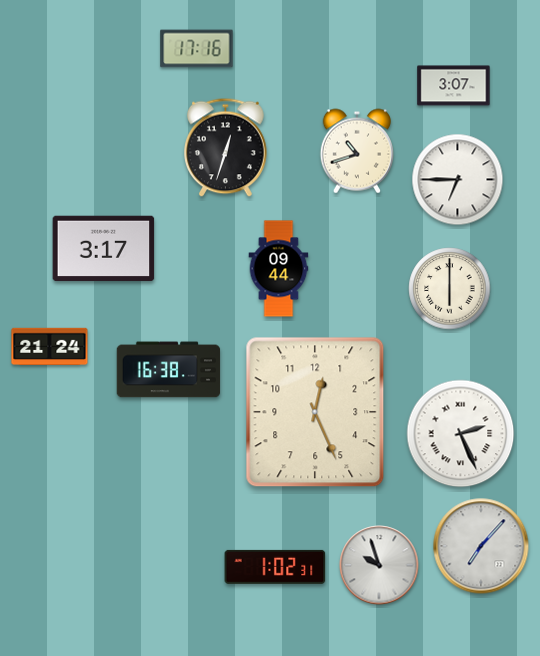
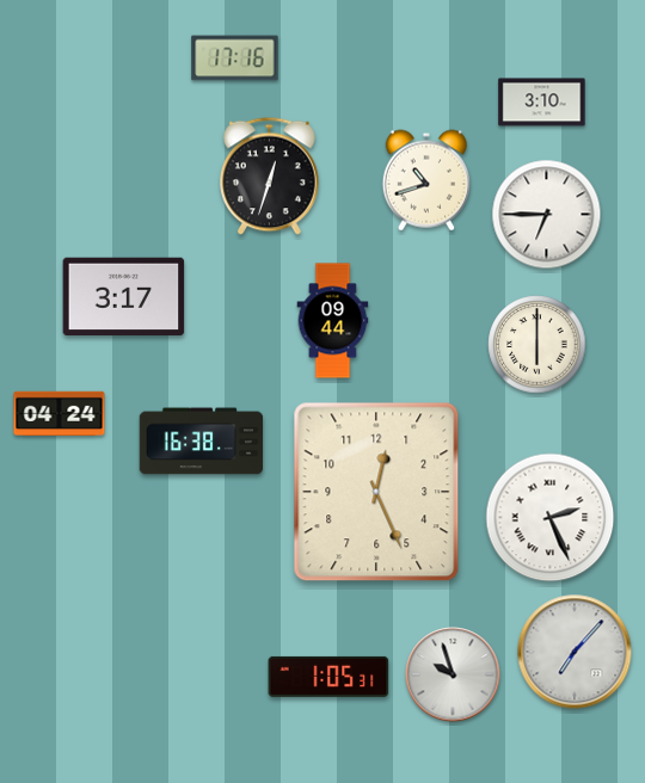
clock at (454, 86): 3:07 -> 3:10
clock at (50, 346): 21:24 -> 04:24
clock at (275, 567): 1:02 -> 1:05
